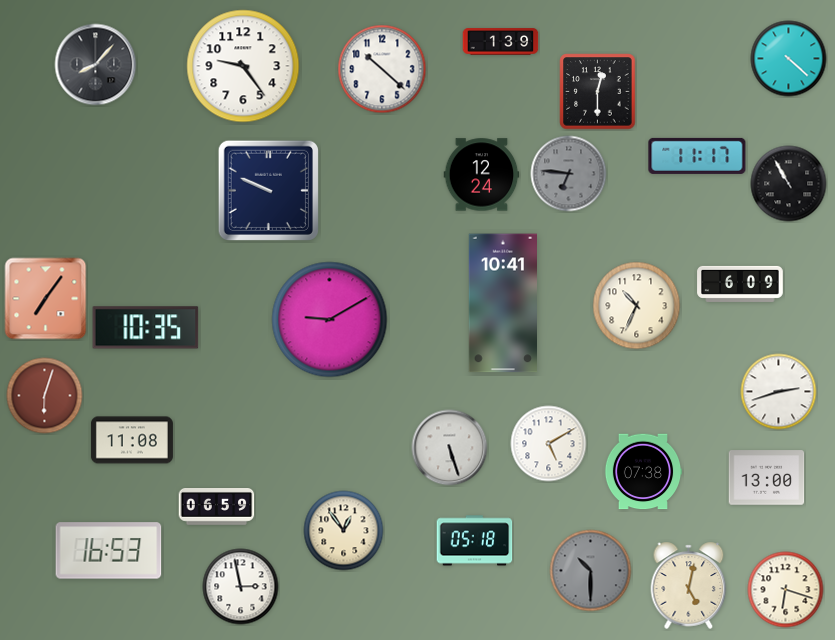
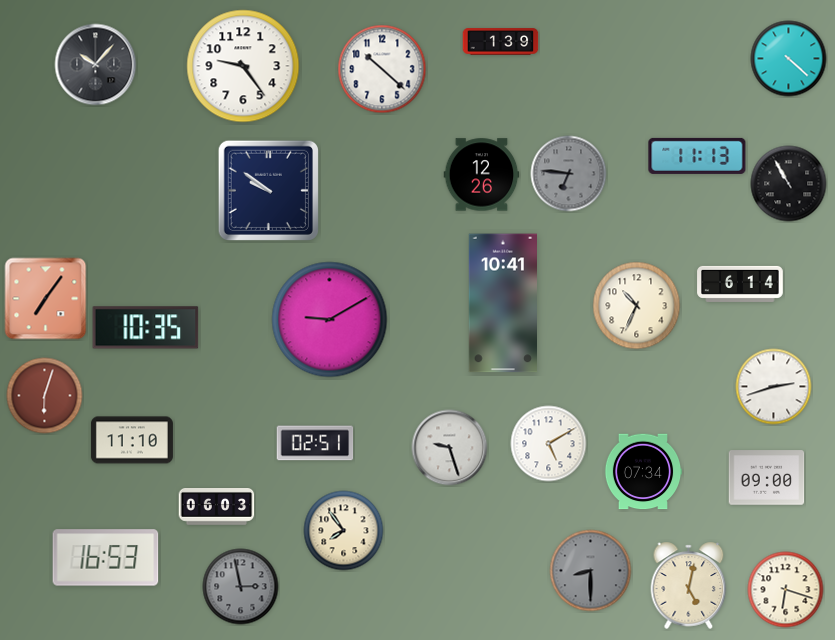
clock at (96, 65): 8:07 -> 10:07
clock at (598, 92): 12:30 -> none
clock at (697, 156): 11:17 -> 11:13
clock at (482, 175): 12:24 -> 12:26
clock at (268, 190): 9:49 -> 9:51
clock at (740, 284): 6:09 -> 6:14
clock at (779, 392) position: (779, 392) -> (774, 387)
clock at (132, 440): 11:08 -> 11:10
clock at (315, 443): none -> 02:51
clock at (450, 448): 5:27 -> 9:27
clock at (643, 472): 07:38 -> 07:34
clock at (767, 478): 13:00 -> 09:00
clock at (217, 507): 06:59 -> 06:03
clock at (344, 531): 12:54 -> 7:54
clock at (475, 541): 05:18 -> none
clock at (109, 551) position: (109, 551) -> (106, 558)
clock at (591, 571): 10:30 -> 8:30
clock at (241, 587) dial: white -> grey
